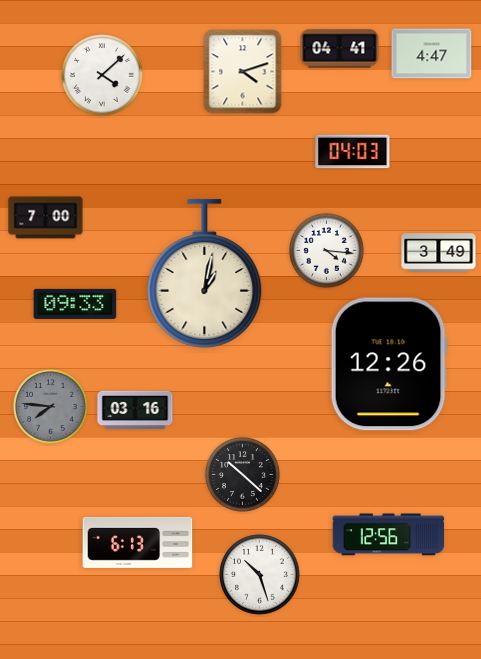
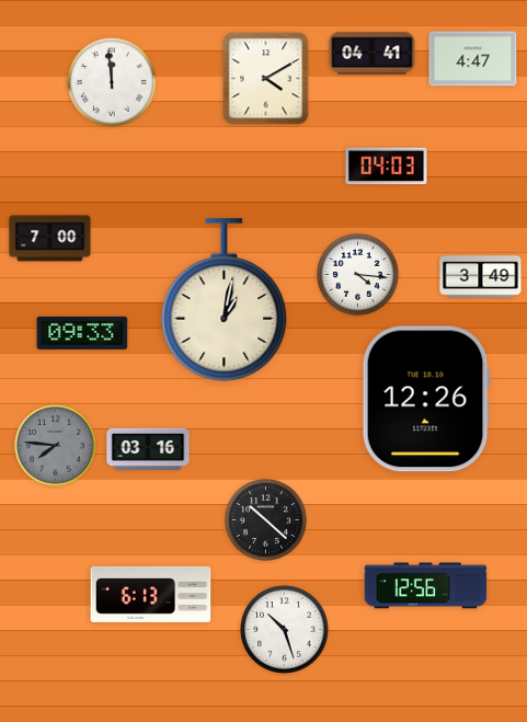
clock at (243, 72): 4:12 -> 4:10
clock at (102, 75): 4:08 -> 11:59
